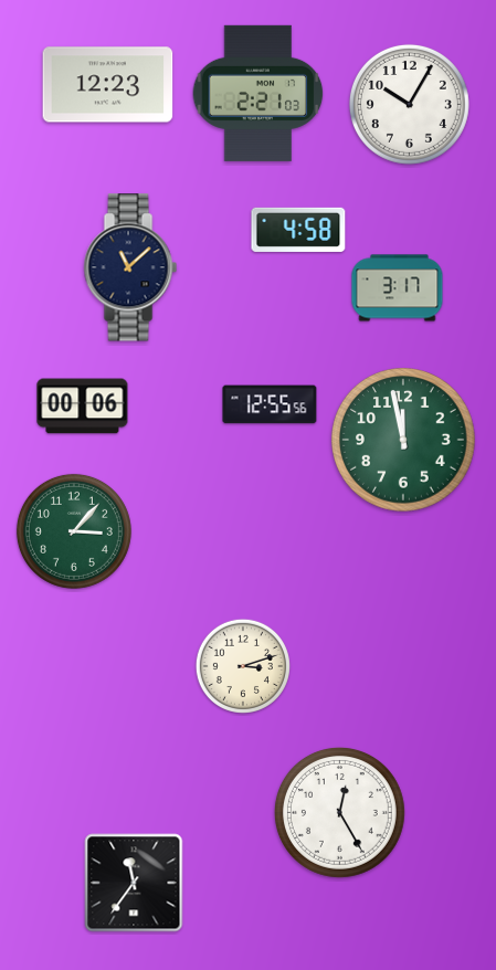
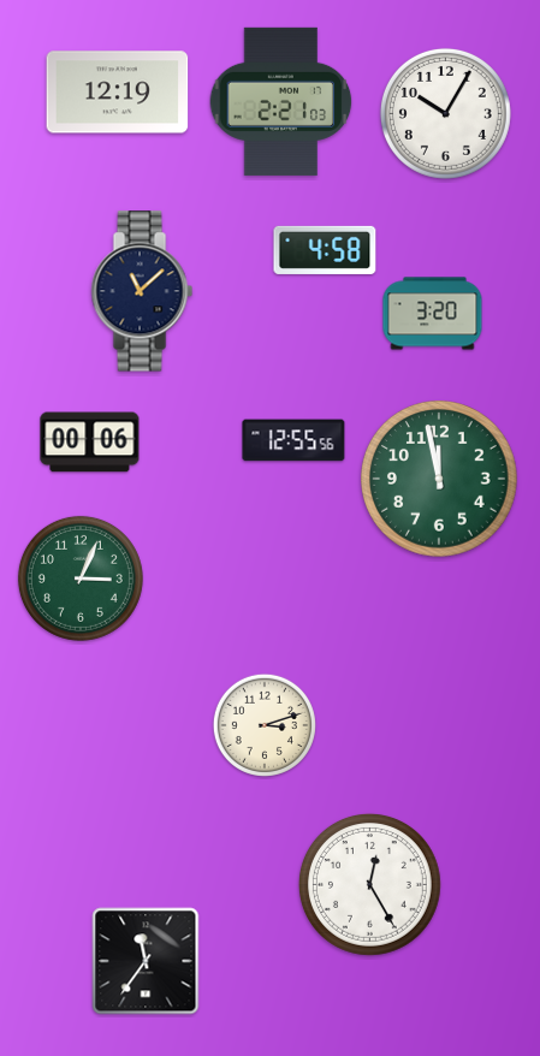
clock at (108, 85): 12:23 -> 12:19
clock at (398, 288): 3:17 -> 3:20
clock at (74, 531): 3:07 -> 3:04
